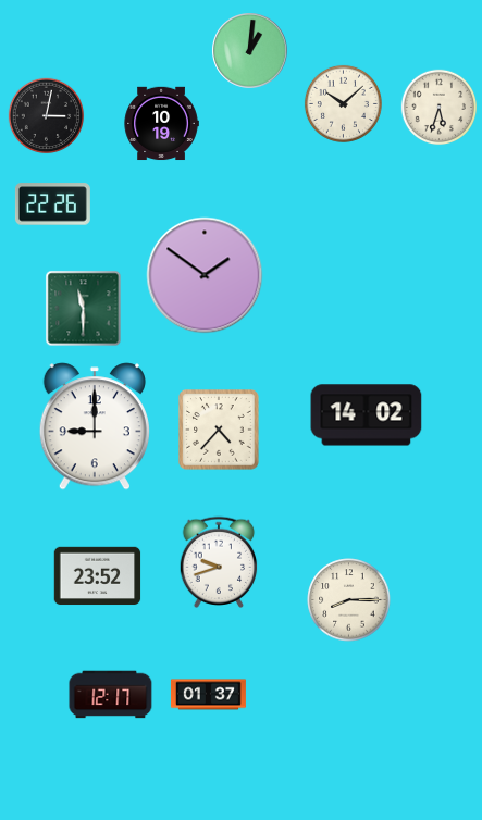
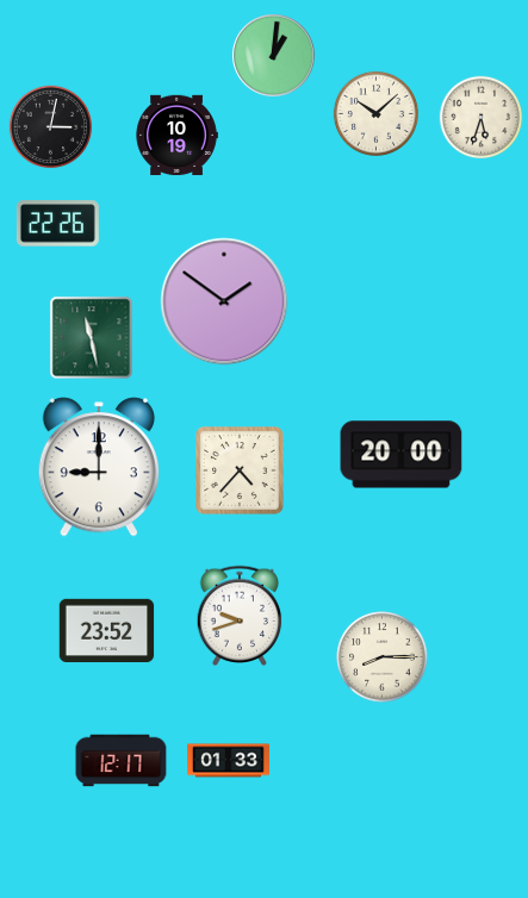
clock at (84, 309): 11:30 -> 11:28
clock at (367, 415): 14:02 -> 20:00
clock at (95, 426) position: (95, 426) -> (99, 467)
clock at (208, 695): 01:37 -> 01:33
